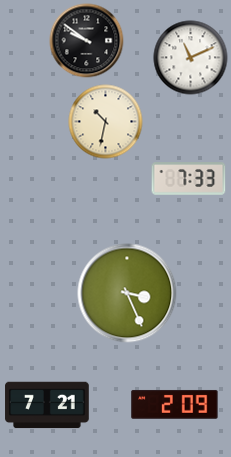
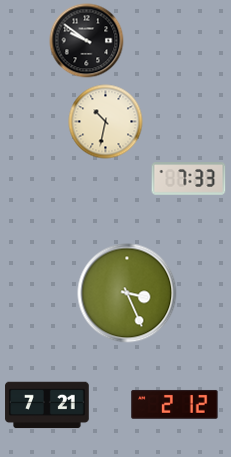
clock at (191, 58): 11:11 -> none
clock at (175, 405): 2:09 -> 2:12
